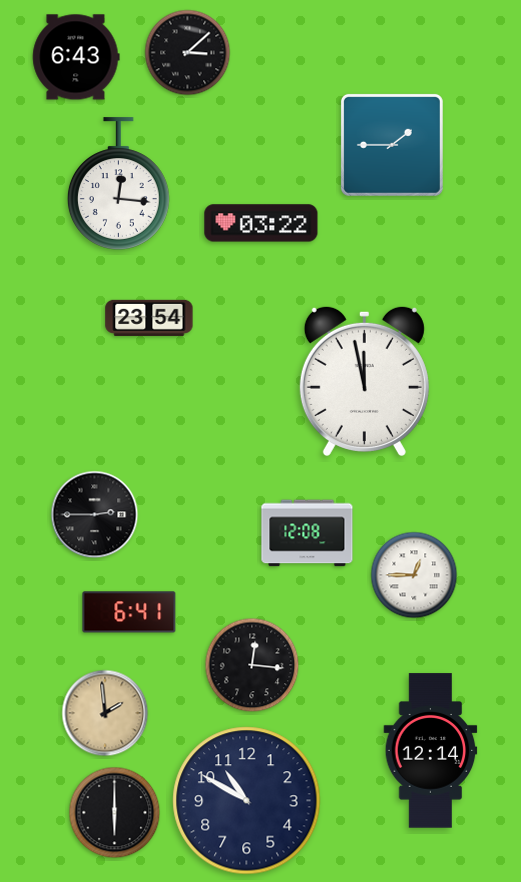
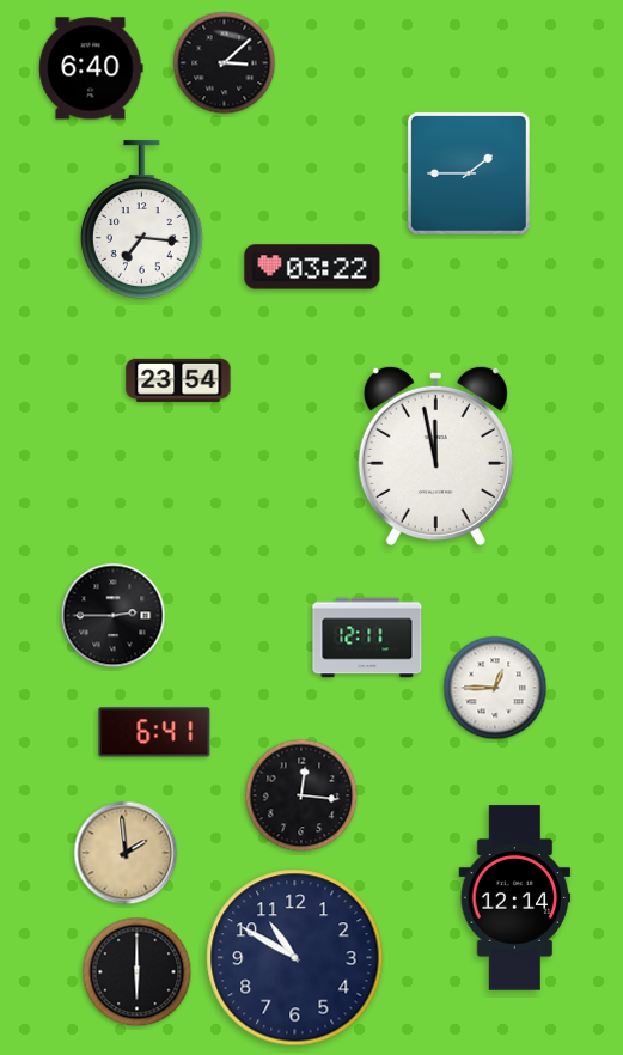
clock at (76, 57): 6:43 -> 6:40
clock at (118, 184): 12:16 -> 7:16
clock at (307, 533): 12:08 -> 12:11
